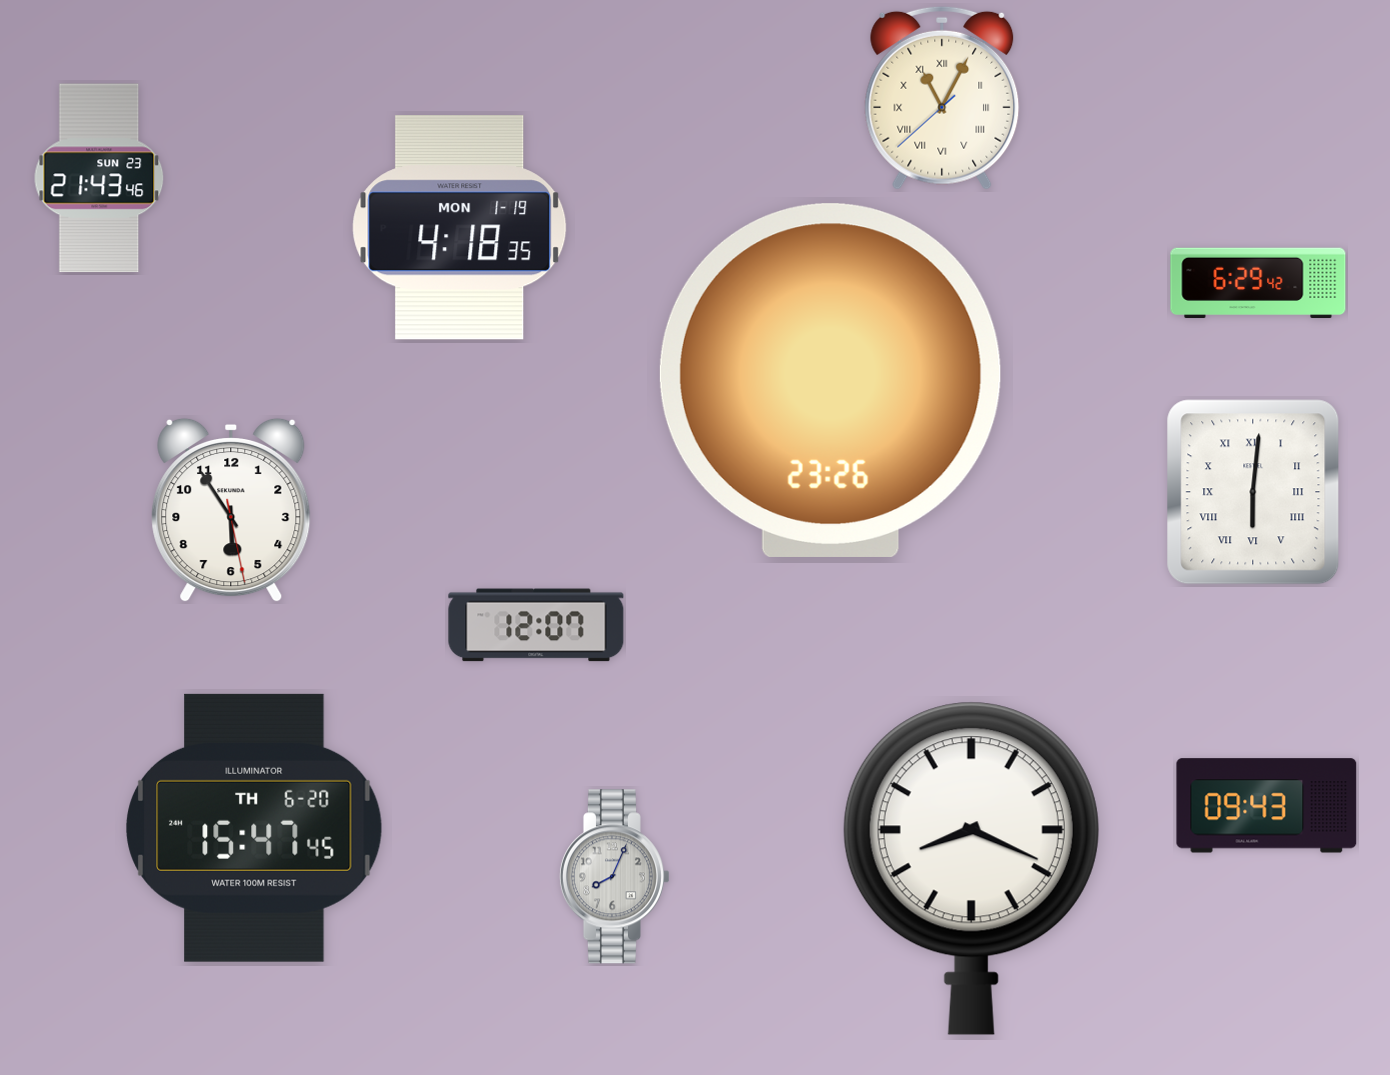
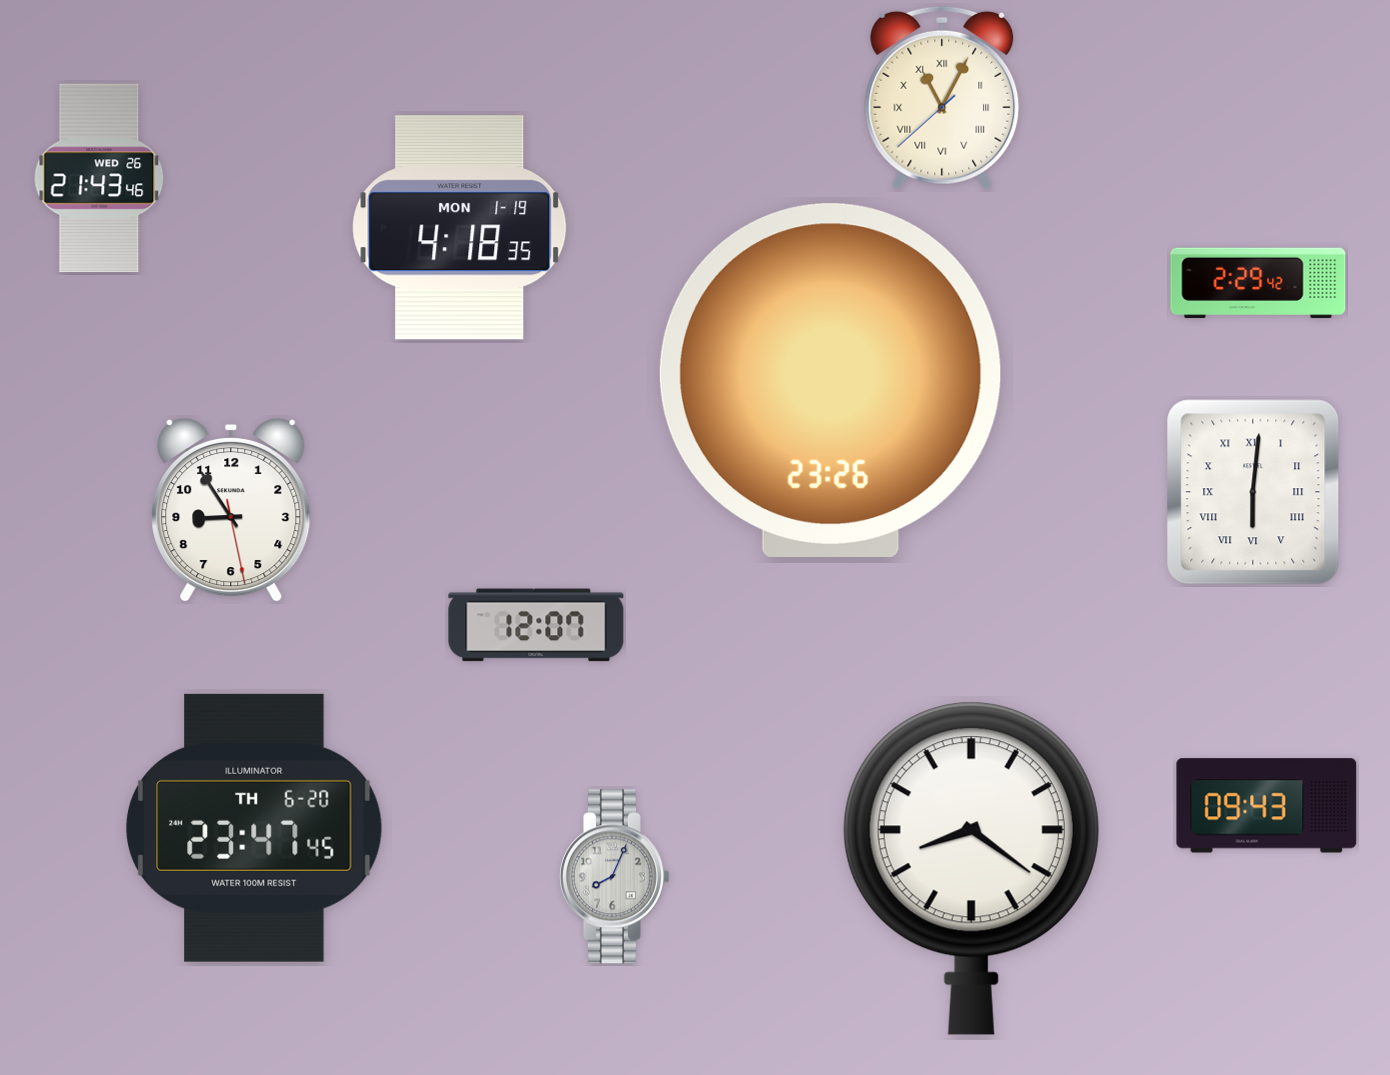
clock at (99, 178) date: SUN 23 -> WED 26
clock at (1258, 283): 6:29 -> 2:29
clock at (231, 510): 5:54 -> 8:54
clock at (254, 828): 15:47 -> 23:47
clock at (971, 868): 8:19 -> 8:21
